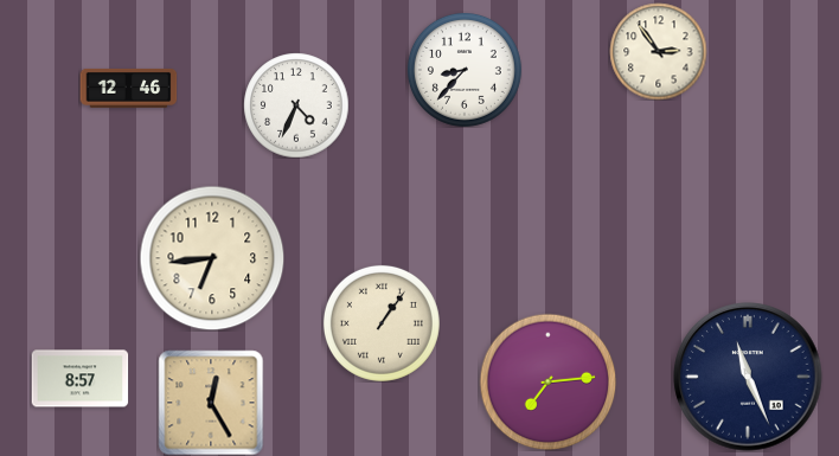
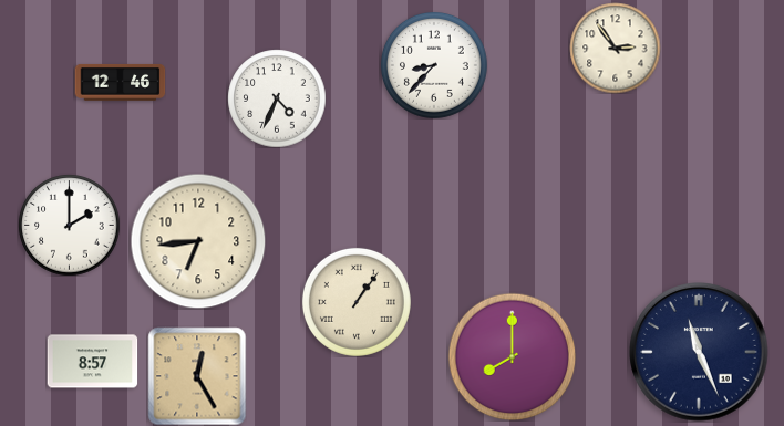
clock at (69, 225): none -> 2:00
clock at (79, 379) position: (79, 379) -> (92, 362)
clock at (547, 381): 7:14 -> 8:00
